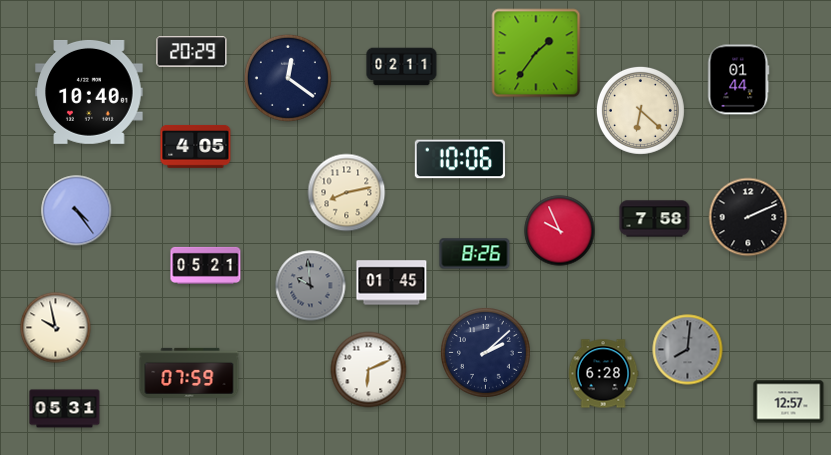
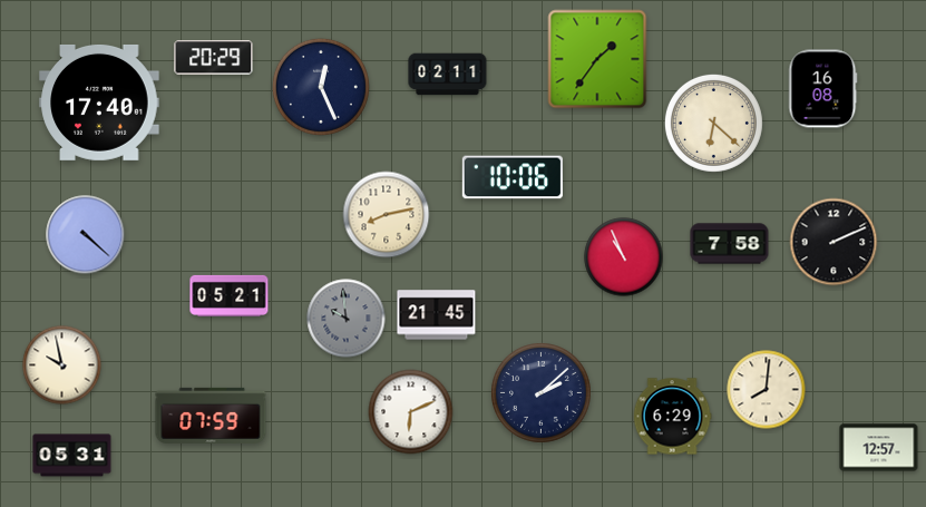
clock at (288, 78): 12:21 -> 12:26
clock at (739, 80): 01:44 -> 16:08
clock at (89, 92): 10:40 -> 17:40
clock at (196, 147): 4:05 -> none
clock at (77, 211): 4:24 -> 4:22
clock at (560, 231): 9:56 -> 10:56
clock at (475, 254): 8:26 -> none
clock at (392, 283): 01:45 -> 21:45
clock at (688, 350) dial: grey -> cream
clock at (603, 374): 6:28 -> 6:29
